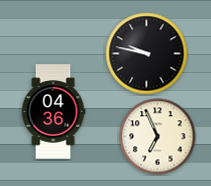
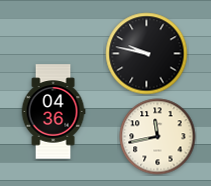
clock at (158, 137): 6:56 -> 11:43
